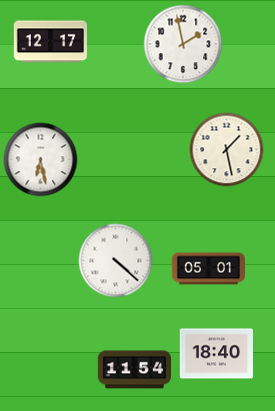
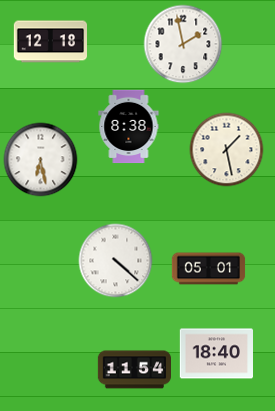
clock at (50, 42): 12:17 -> 12:18
clock at (129, 127): none -> 8:38
